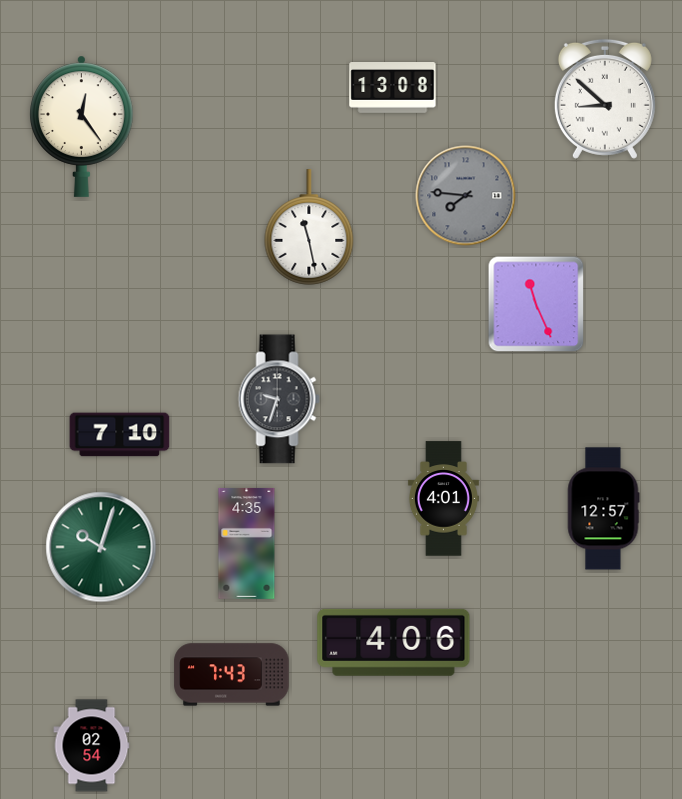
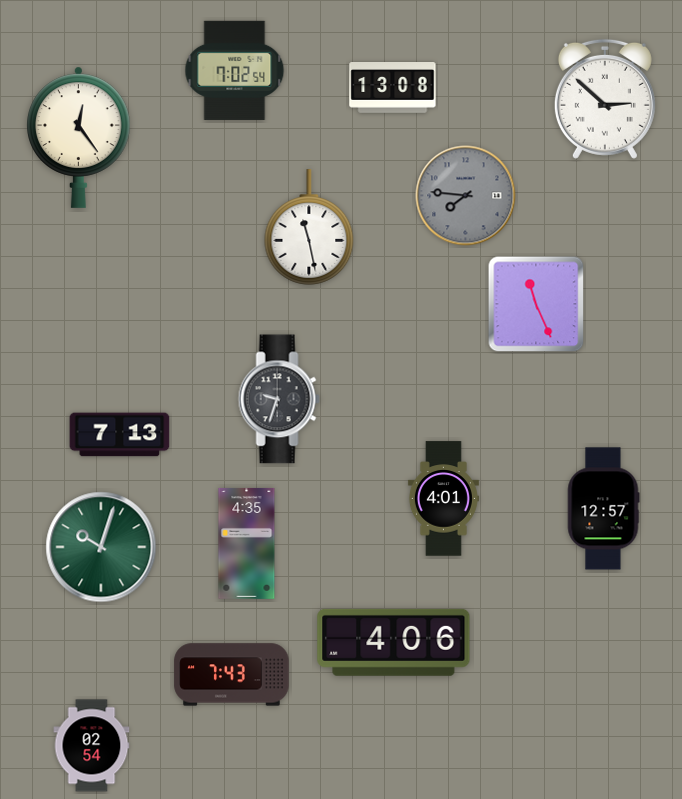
clock at (235, 70): none -> 7:02
clock at (605, 99): 8:52 -> 2:52
clock at (82, 126) position: (82, 126) -> (79, 137)
clock at (120, 435): 7:10 -> 7:13
